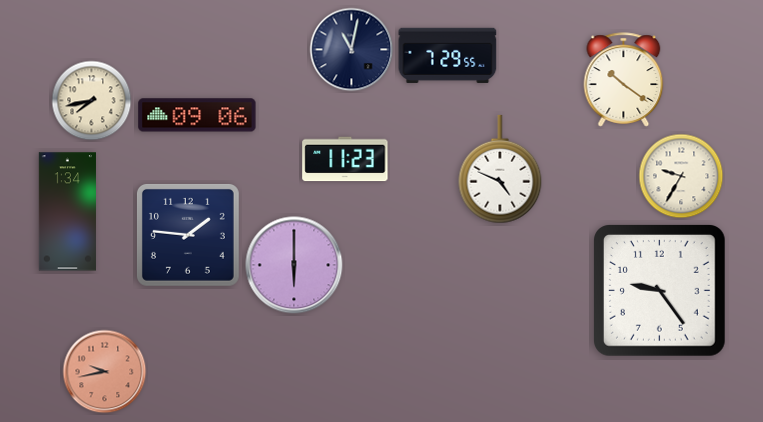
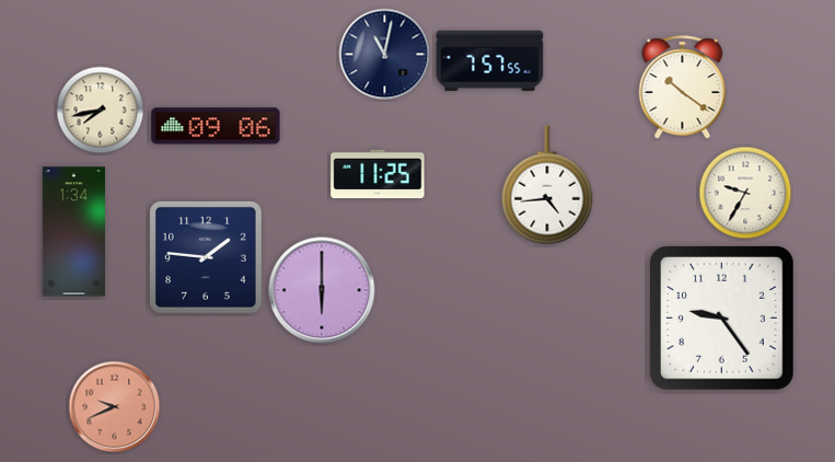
clock at (448, 55): 7:29 -> 7:57
clock at (345, 159): 11:23 -> 11:25
clock at (500, 169): 4:49 -> 4:44
clock at (105, 372): 9:43 -> 9:41
